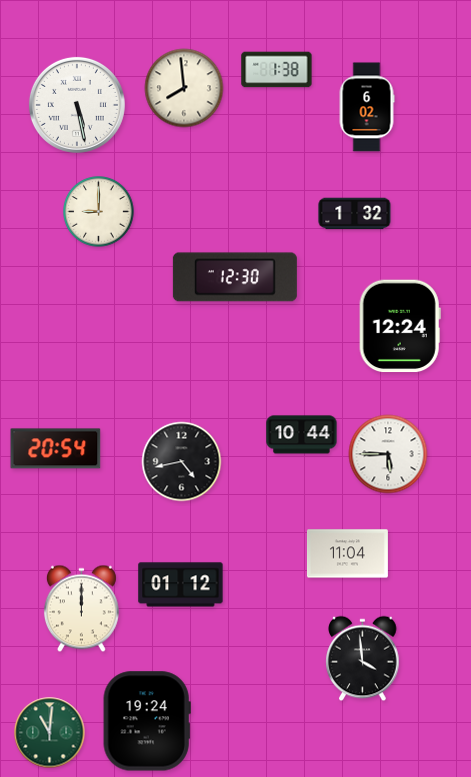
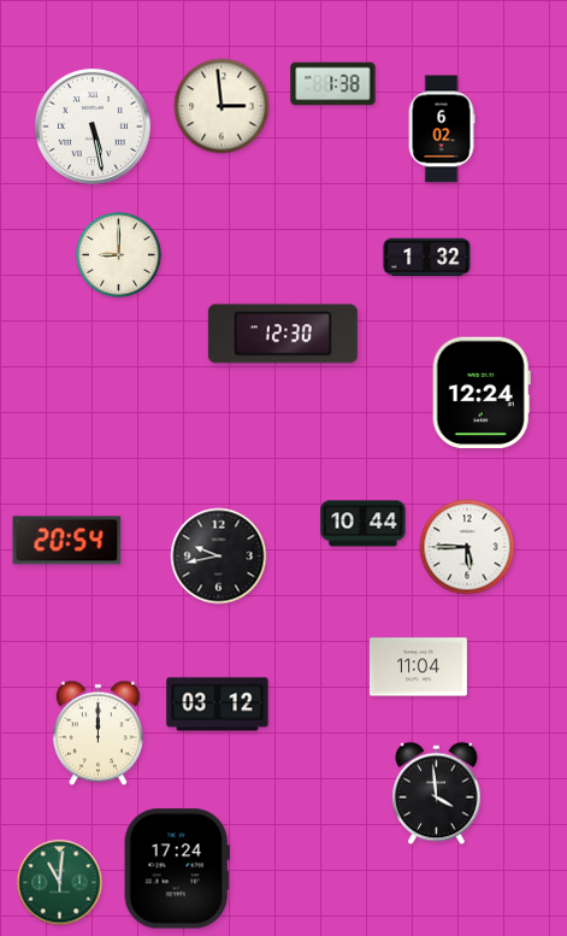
clock at (184, 88): 7:59 -> 2:59
clock at (182, 462): 4:43 -> 9:43
clock at (181, 585): 01:12 -> 03:12
clock at (147, 721): 19:24 -> 17:24
